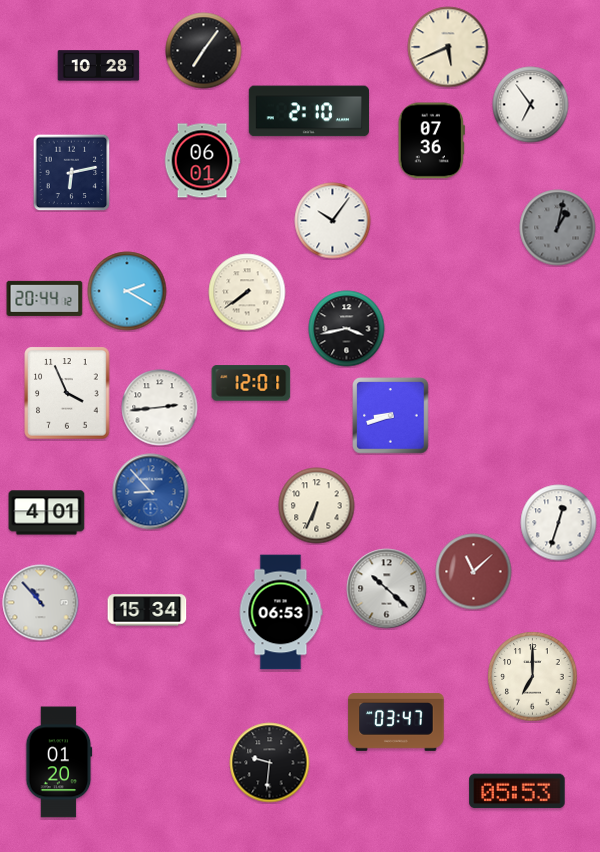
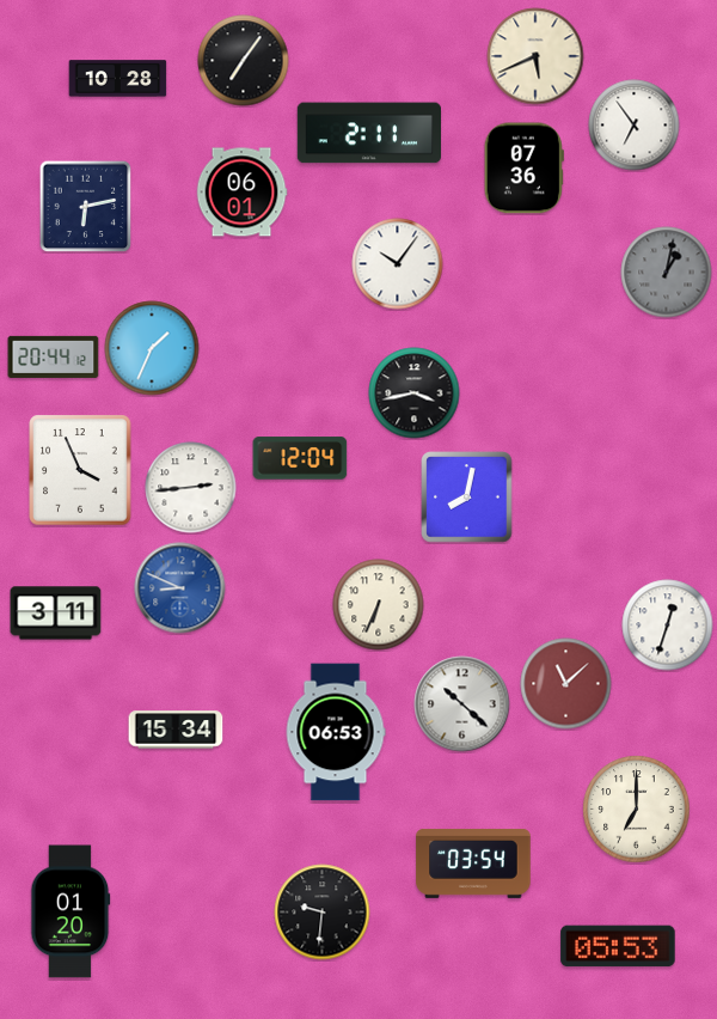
clock at (308, 111): 2:10 -> 2:11
clock at (431, 141) position: (431, 141) -> (523, 169)
clock at (127, 291): 2:20 -> 1:34
clock at (247, 292): 7:39 -> none
clock at (251, 383): 12:01 -> 12:04
clock at (391, 416): 8:42 -> 8:02
clock at (151, 492): 8:53 -> 8:49
clock at (47, 513): 4:01 -> 3:11
clock at (41, 603): 10:53 -> none
clock at (396, 723): 03:47 -> 03:54
